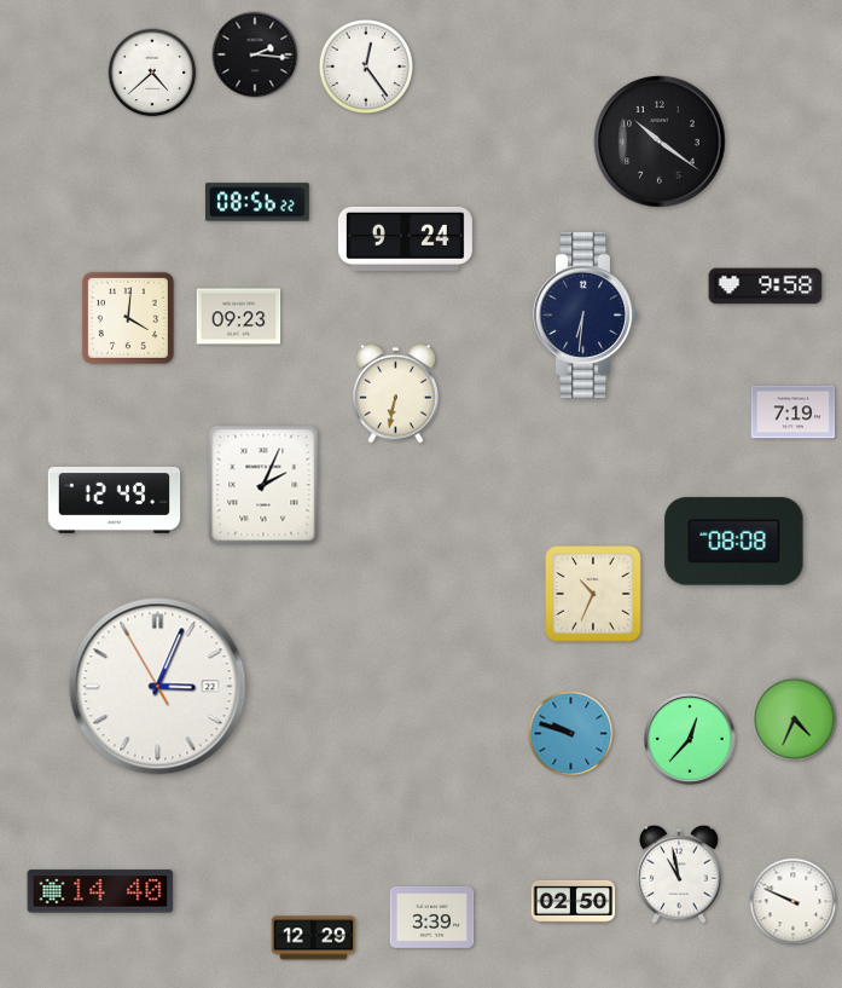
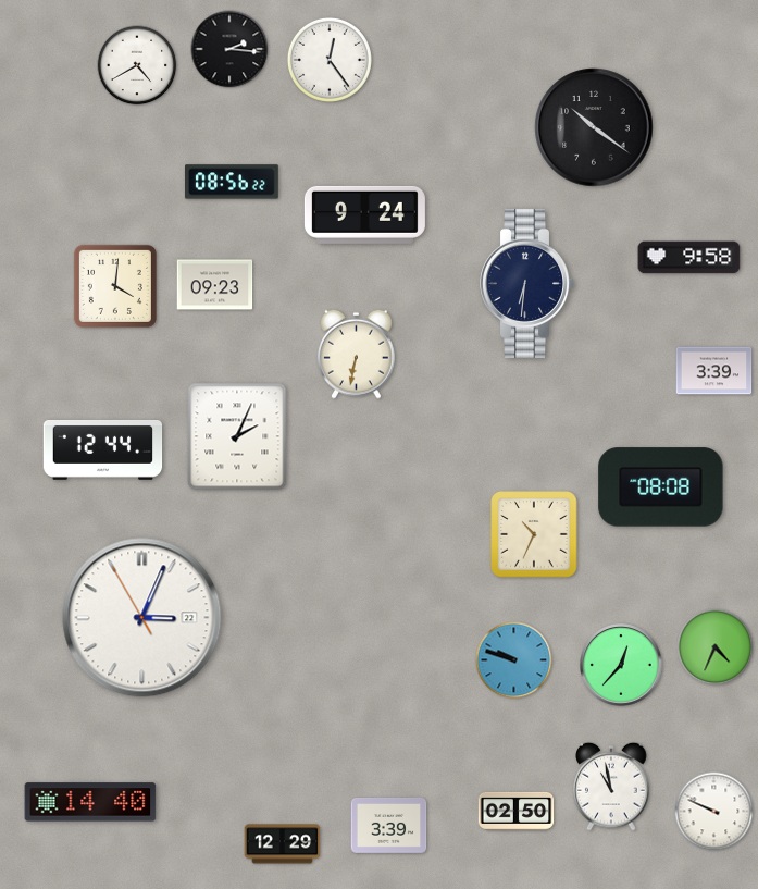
clock at (152, 73): 4:38 -> 4:40
clock at (794, 412): 7:19 -> 3:39
clock at (115, 499): 12:49 -> 12:44
